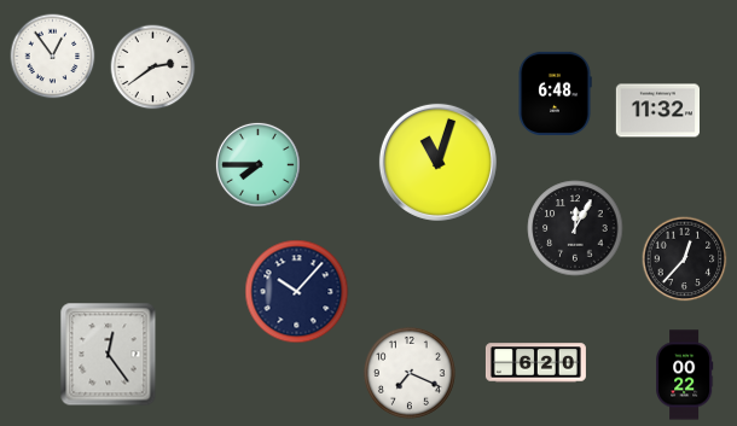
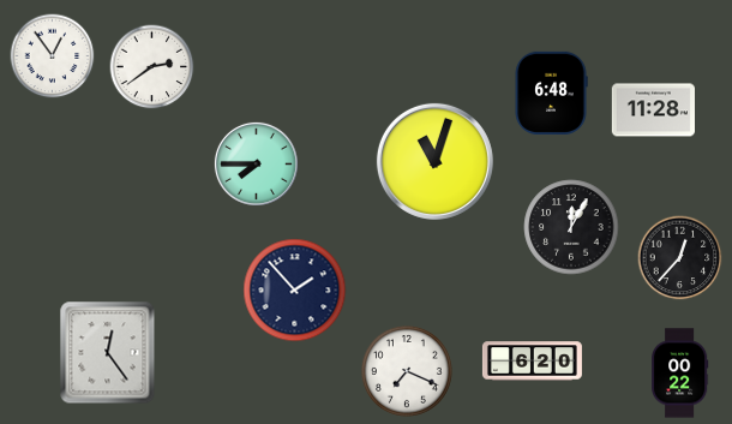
clock at (657, 111): 11:32 -> 11:28
clock at (297, 292): 10:07 -> 1:53
